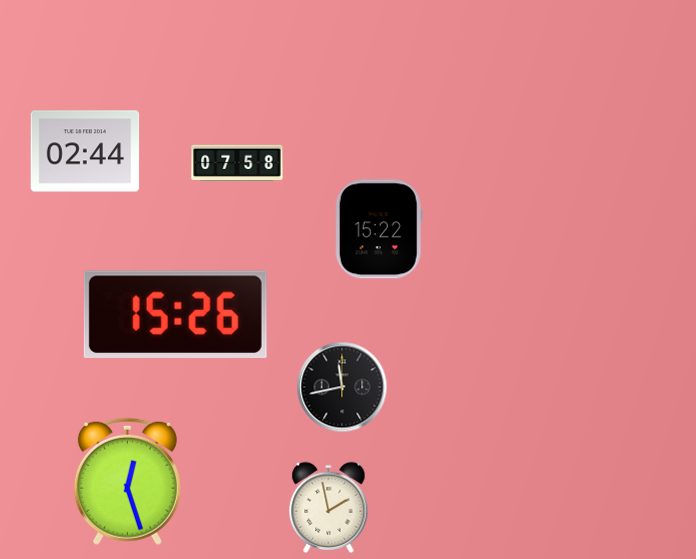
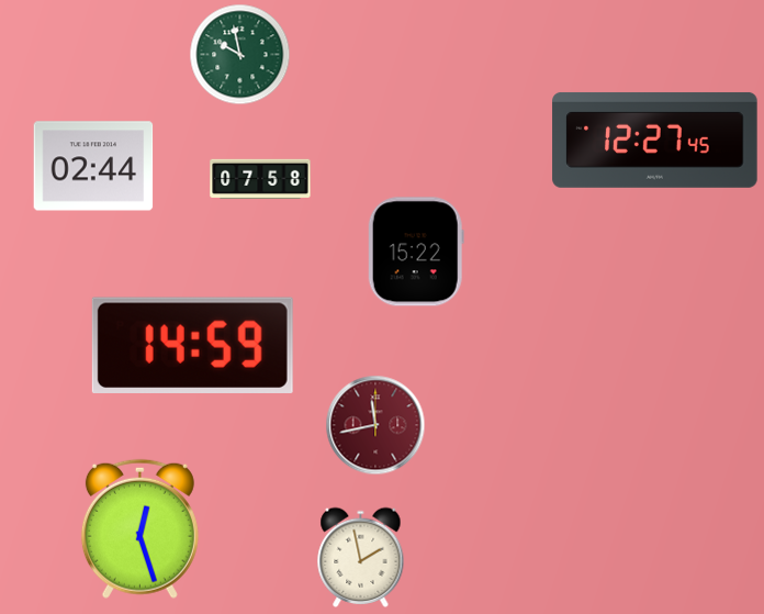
clock at (240, 55): none -> 9:58
clock at (655, 139): none -> 12:27
clock at (175, 314): 15:26 -> 14:59
clock at (342, 387) dial: black -> burgundy
